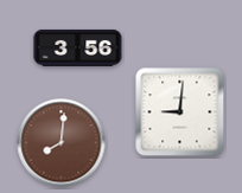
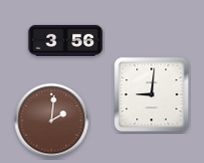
clock at (62, 143): 8:01 -> 2:01
